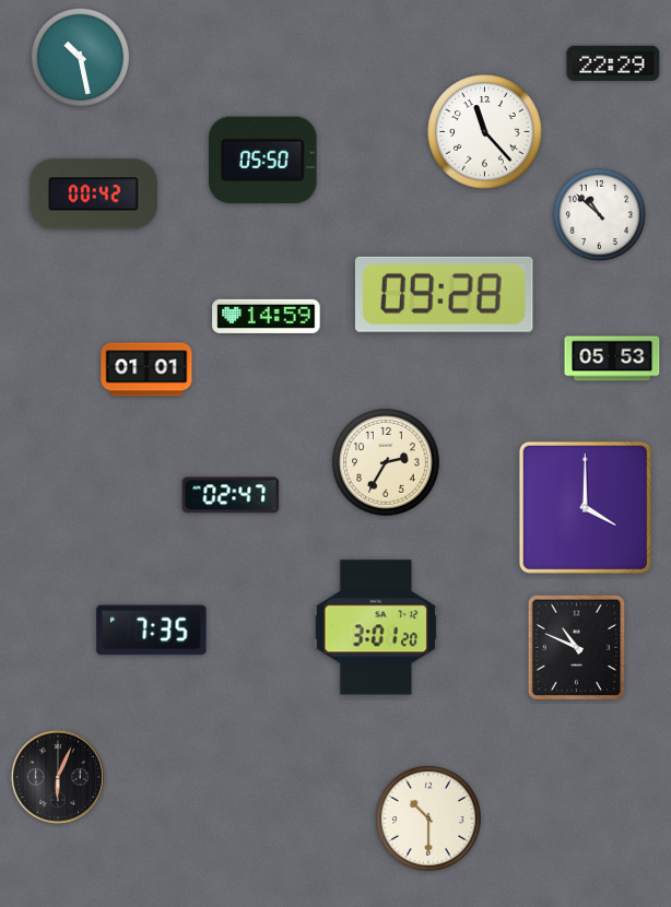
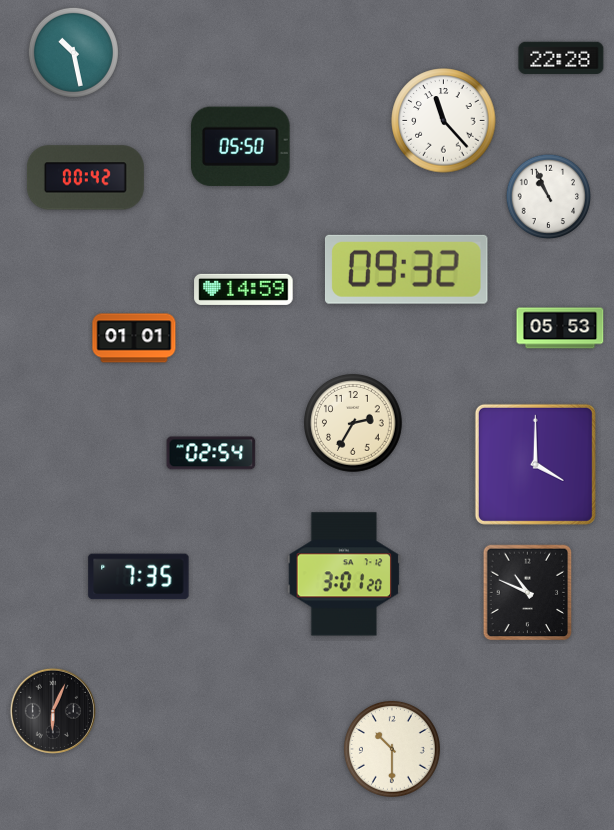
clock at (613, 63): 22:29 -> 22:28
clock at (600, 215): 10:52 -> 10:56
clock at (444, 294): 09:28 -> 09:32
clock at (231, 495): 02:47 -> 02:54
